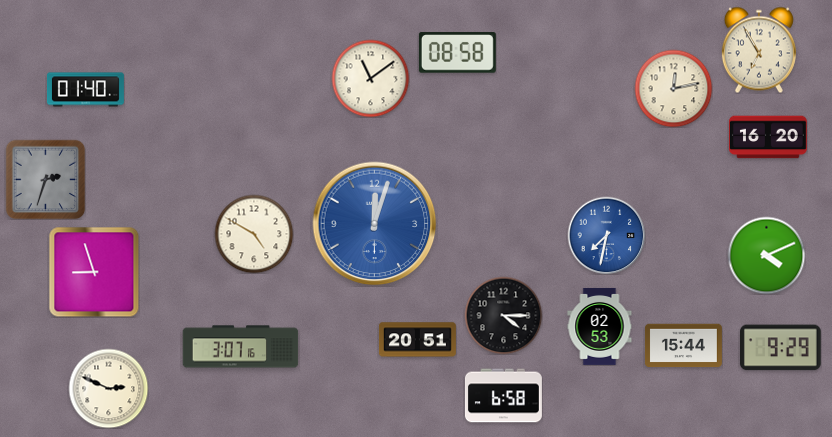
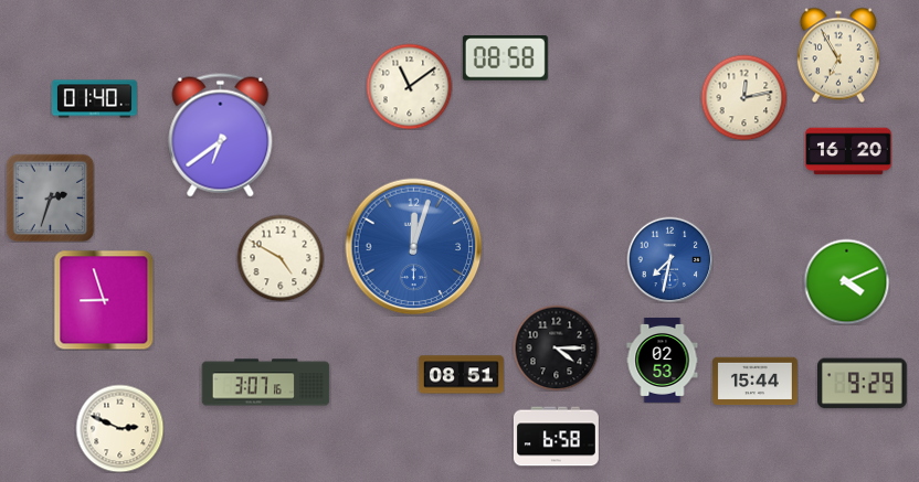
clock at (221, 136): none -> 6:39
clock at (417, 340): 20:51 -> 08:51
